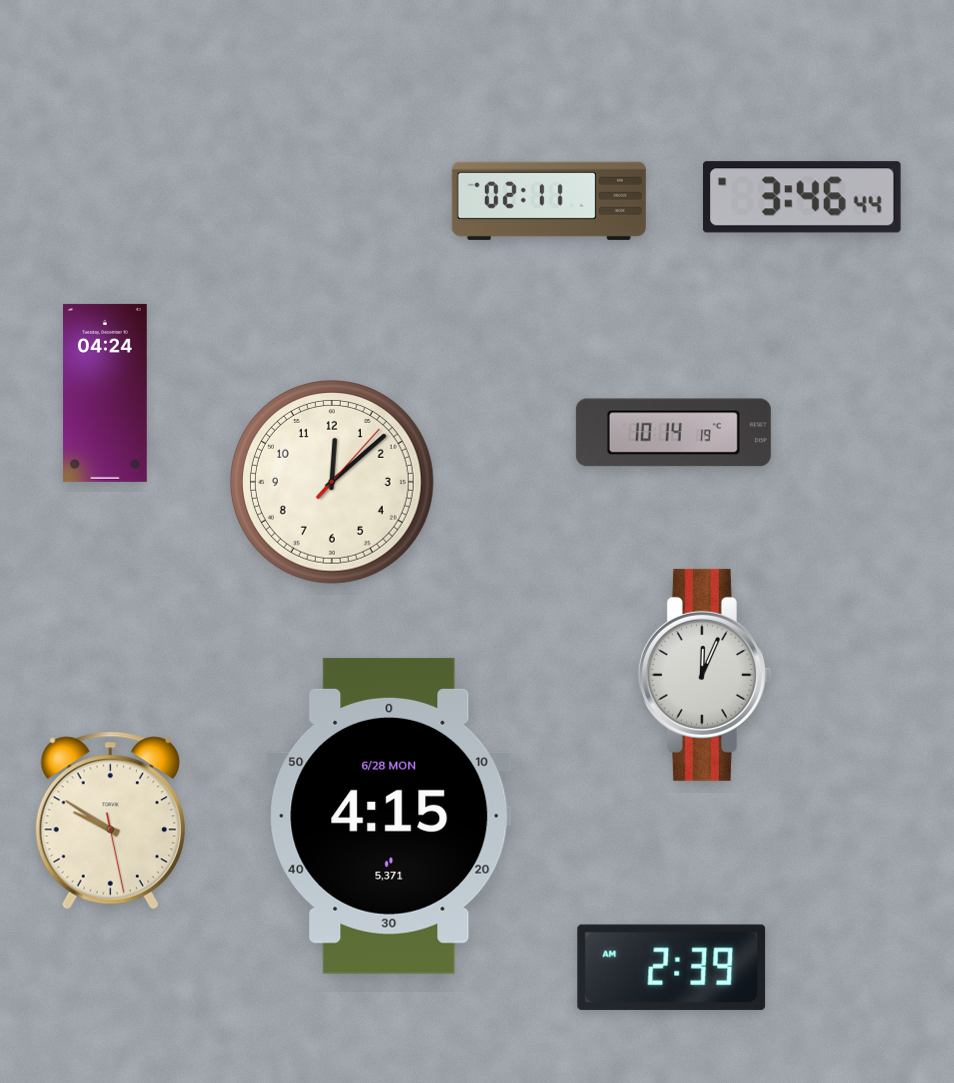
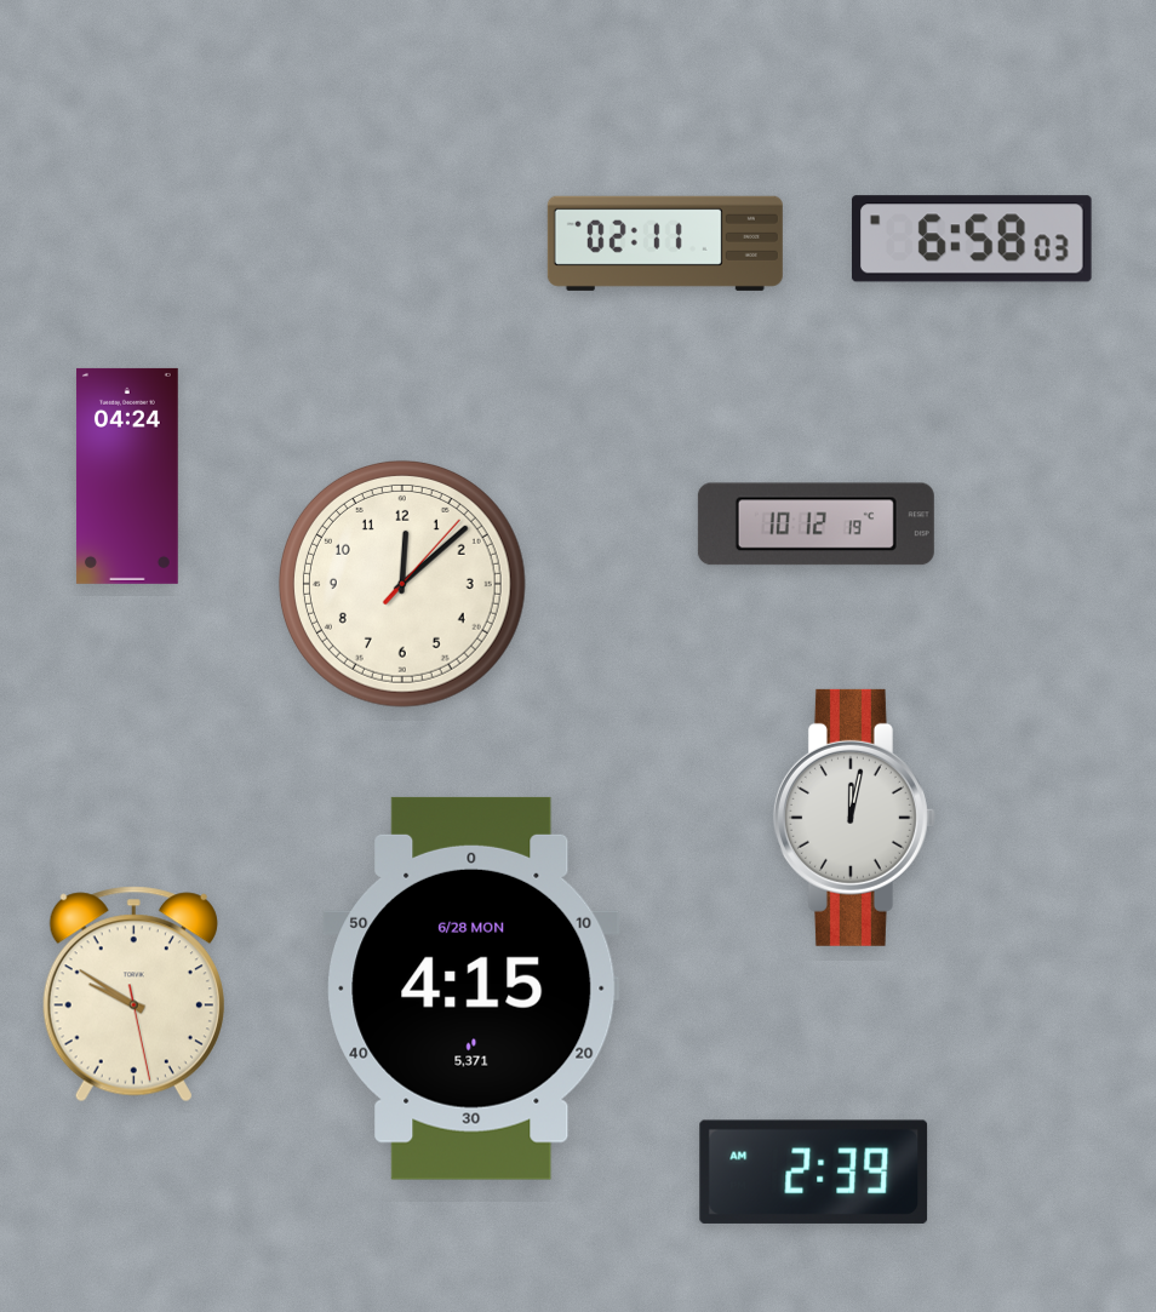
clock at (802, 197): 3:46 -> 6:58
clock at (673, 433): 10:14 -> 10:12
clock at (705, 675): 12:04 -> 12:02
